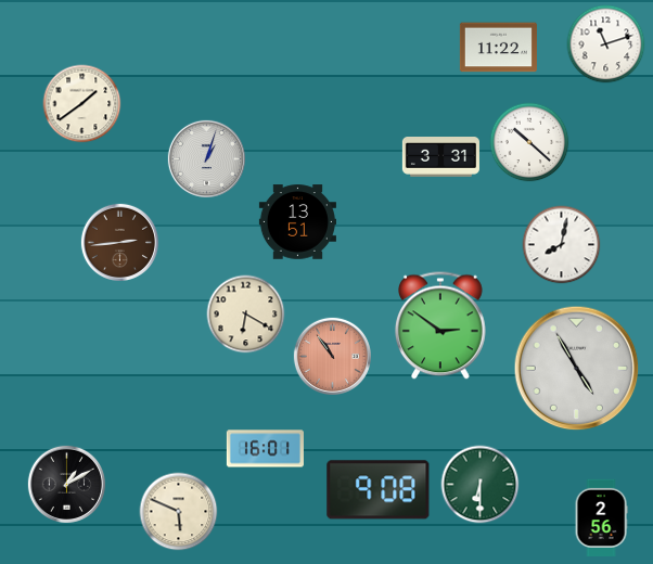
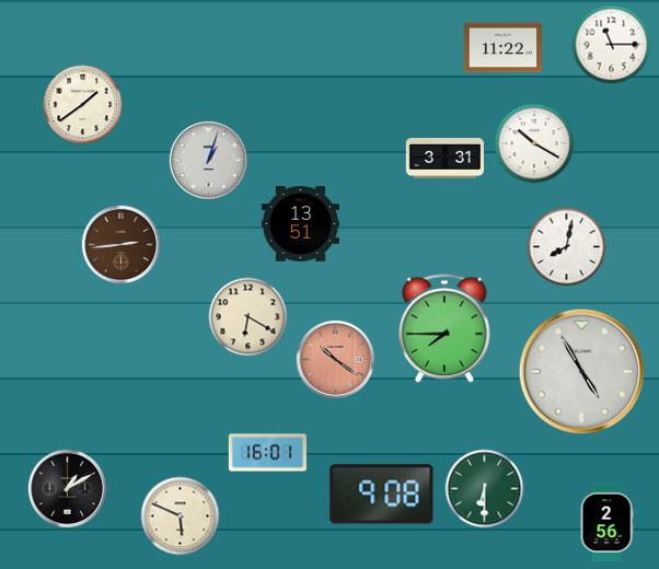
clock at (606, 44): 11:12 -> 11:15
clock at (529, 142): 10:22 -> 10:20
clock at (441, 325): 2:51 -> 7:45
clock at (332, 356): 10:54 -> 10:21
